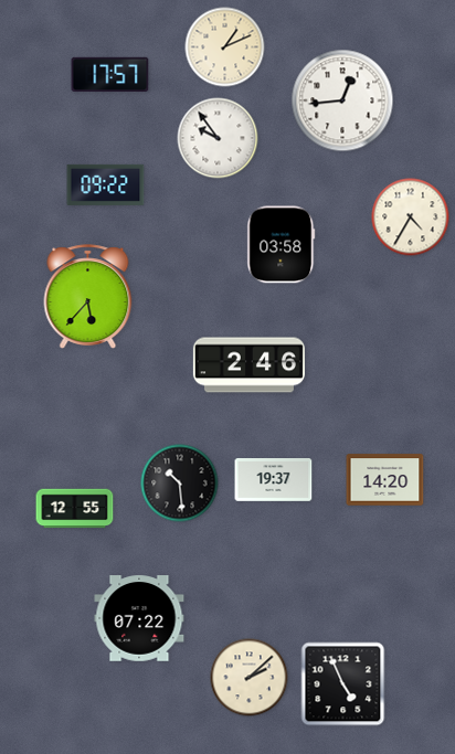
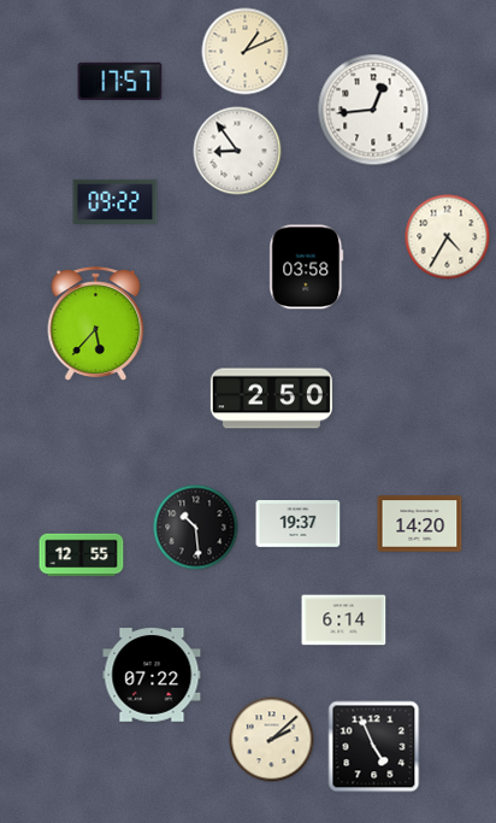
clock at (218, 138): 9:54 -> 8:54
clock at (248, 365): 2:46 -> 2:50
clock at (344, 621): none -> 6:14
